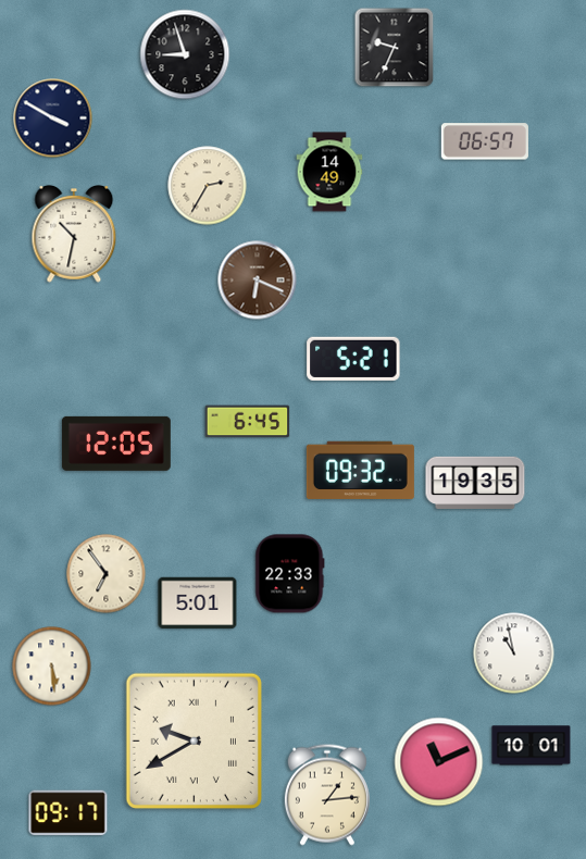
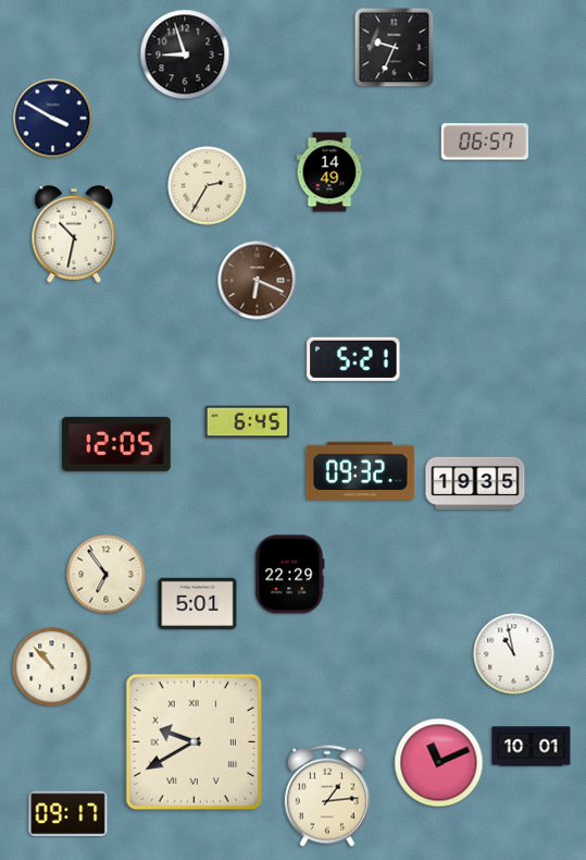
clock at (290, 574): 22:33 -> 22:29
clock at (52, 667): 5:29 -> 10:53
